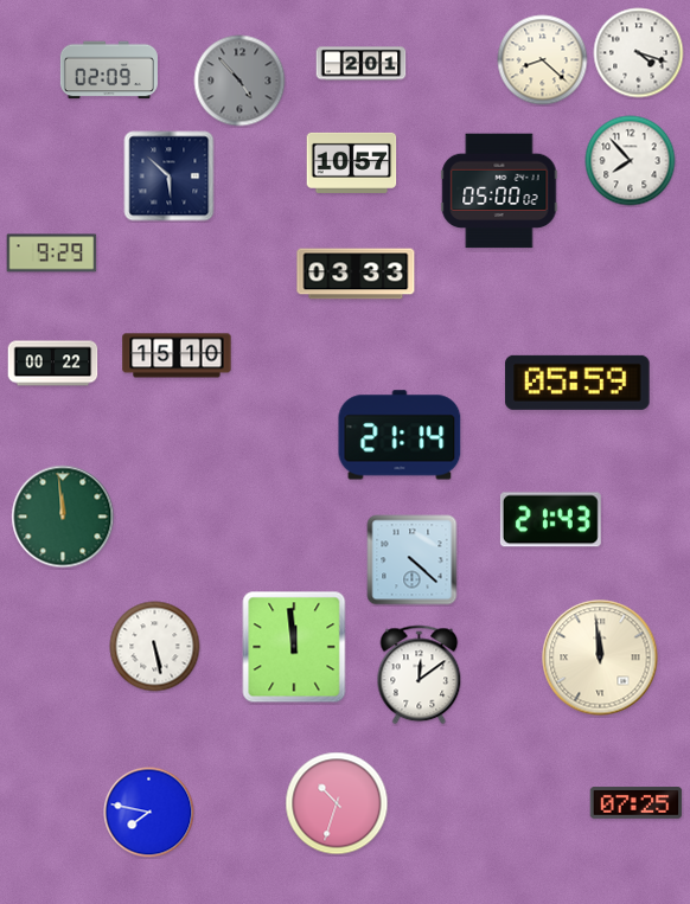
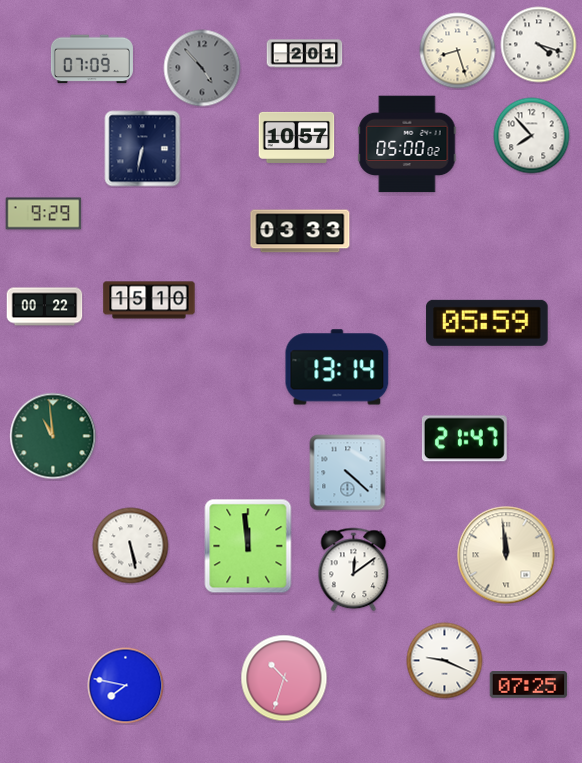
clock at (543, 60): 8:22 -> 8:27
clock at (109, 70): 02:09 -> 07:09
clock at (170, 177): 5:52 -> 6:32
clock at (499, 191) position: (499, 191) -> (407, 144)
clock at (400, 435): 21:14 -> 13:14
clock at (63, 517): 11:59 -> 10:59
clock at (550, 520): 21:43 -> 21:47
clock at (445, 661): none -> 9:19
clock at (637, 803) position: (637, 803) -> (529, 685)
